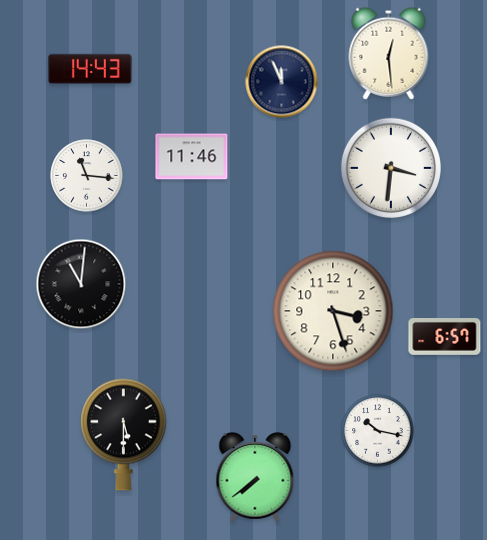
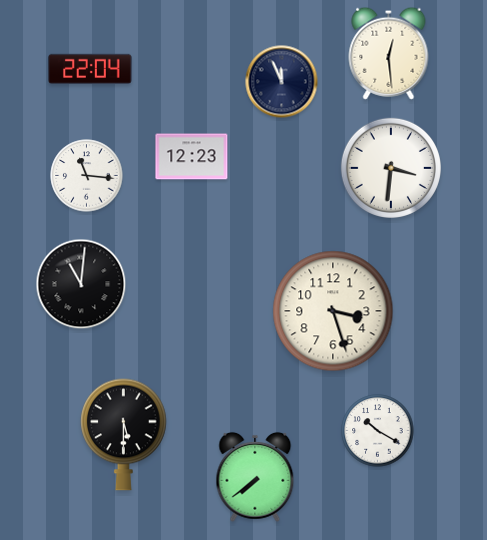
clock at (90, 68): 14:43 -> 22:04
clock at (192, 157): 11:46 -> 12:23
clock at (445, 337): 6:57 -> none
clock at (378, 431): 10:17 -> 10:20
